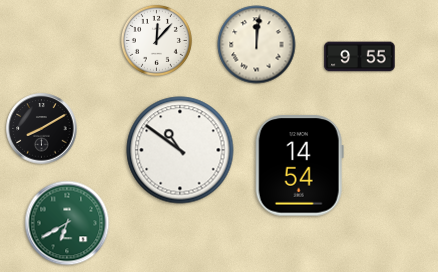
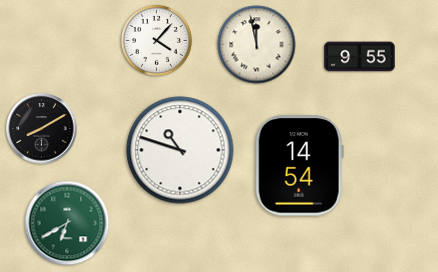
clock at (156, 40): 12:07 -> 4:07
clock at (257, 45): 12:01 -> 11:58
clock at (180, 150): 10:51 -> 10:48
